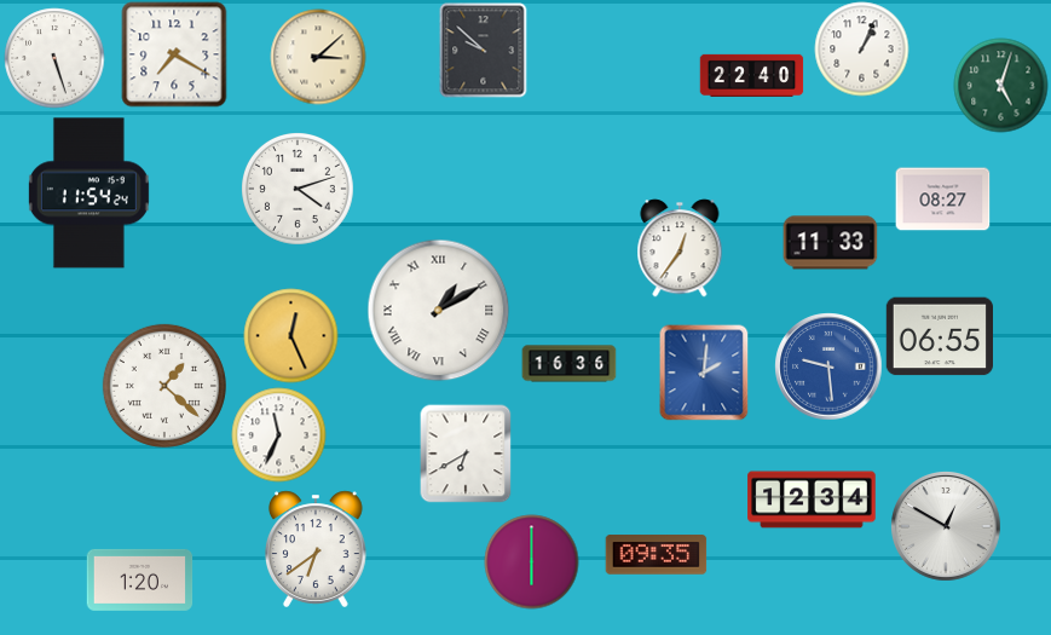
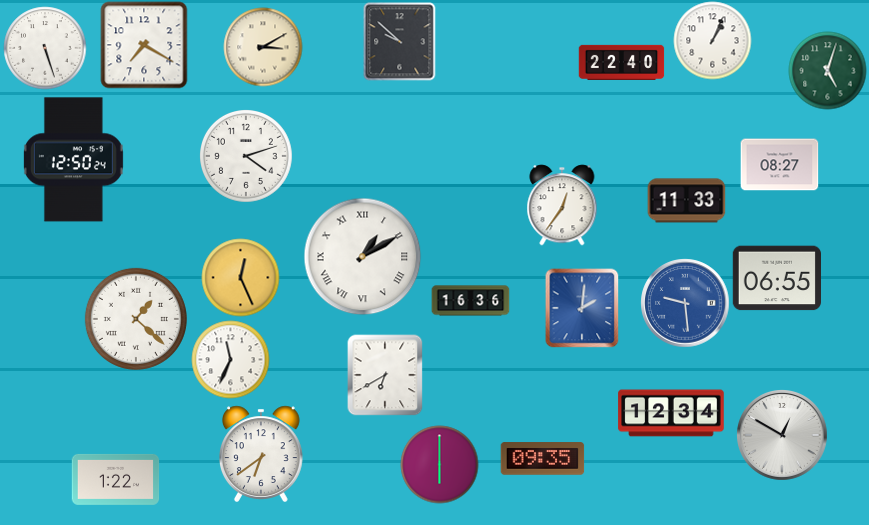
clock at (318, 57): 3:08 -> 3:10
clock at (88, 194): 11:54 -> 12:50
clock at (139, 579): 1:20 -> 1:22
